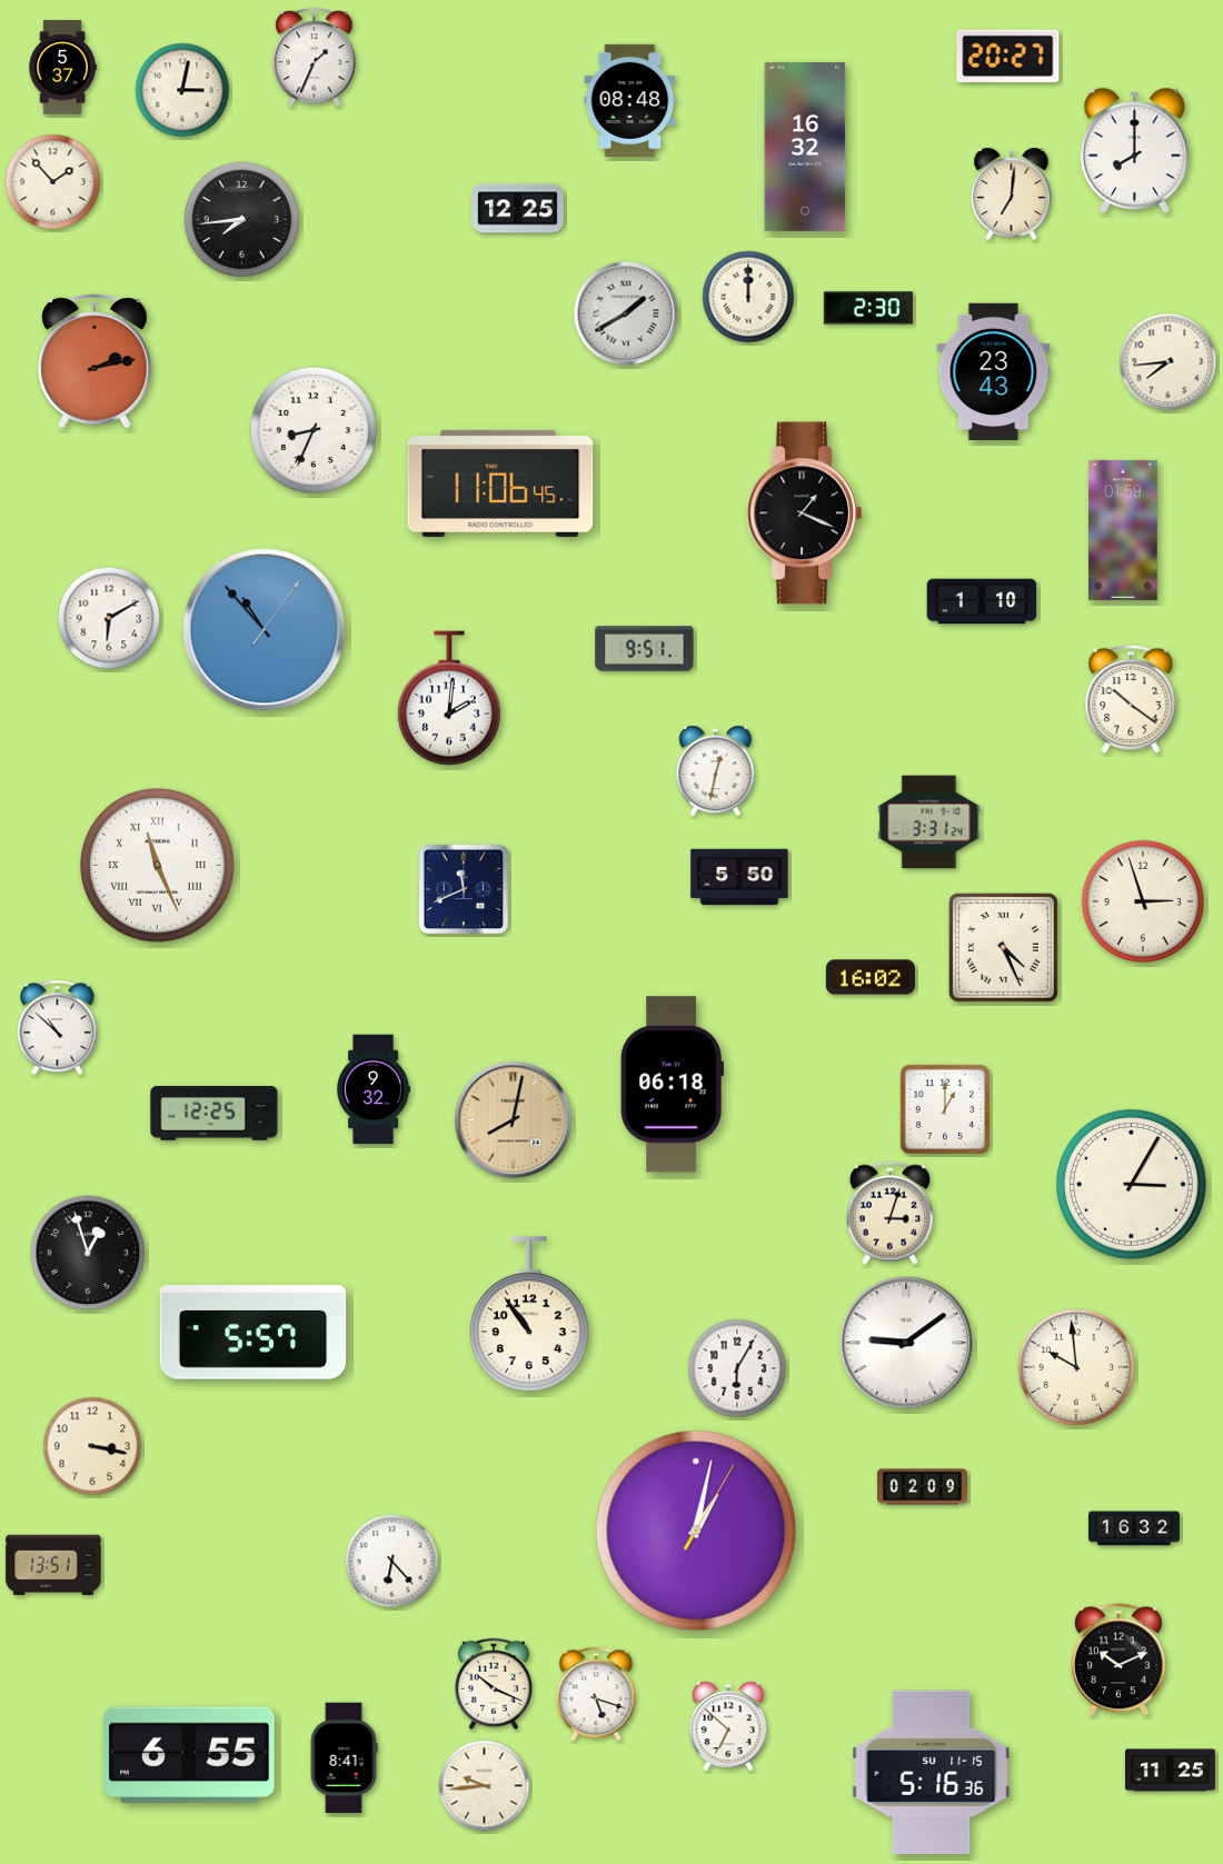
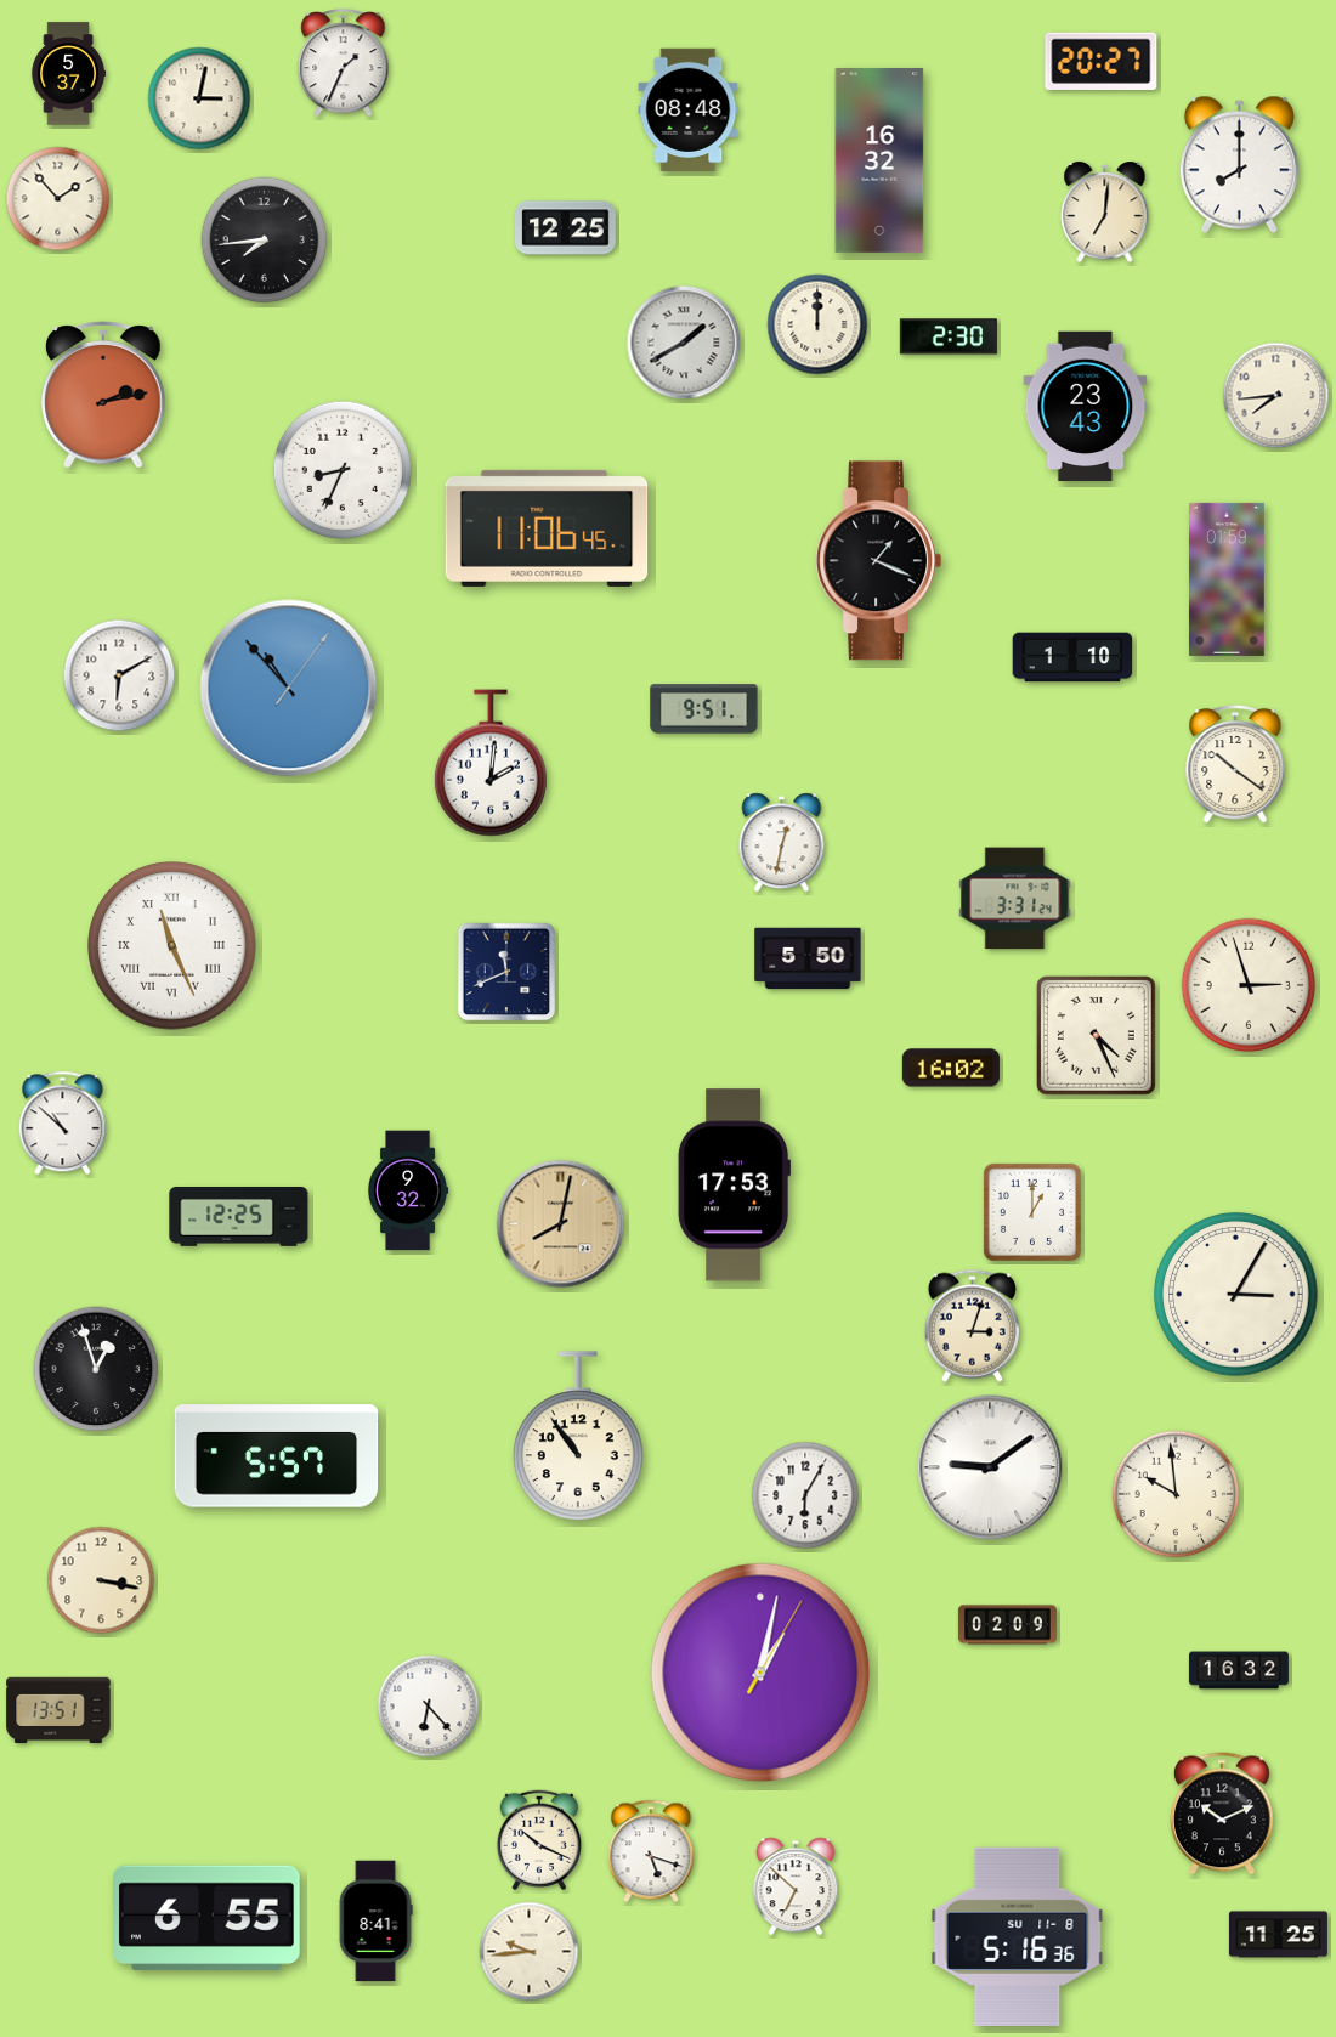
clock at (672, 1085): 06:18 -> 17:53
clock at (215, 1114) position: (215, 1114) -> (239, 1217)
clock at (932, 1772) date: SU 11-15 -> SU 11-8
